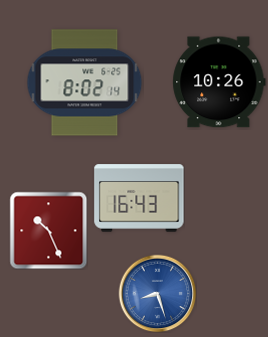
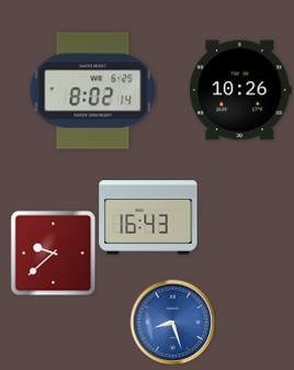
clock at (139, 198) position: (139, 198) -> (148, 217)
clock at (48, 230): 10:26 -> 9:38
